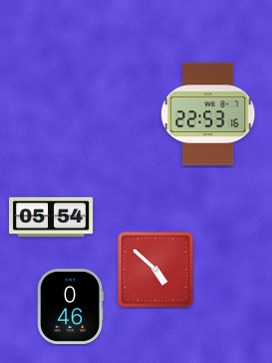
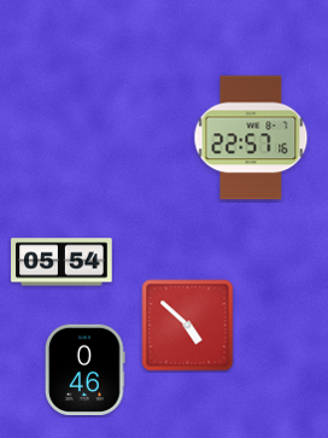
clock at (208, 114): 22:53 -> 22:57
